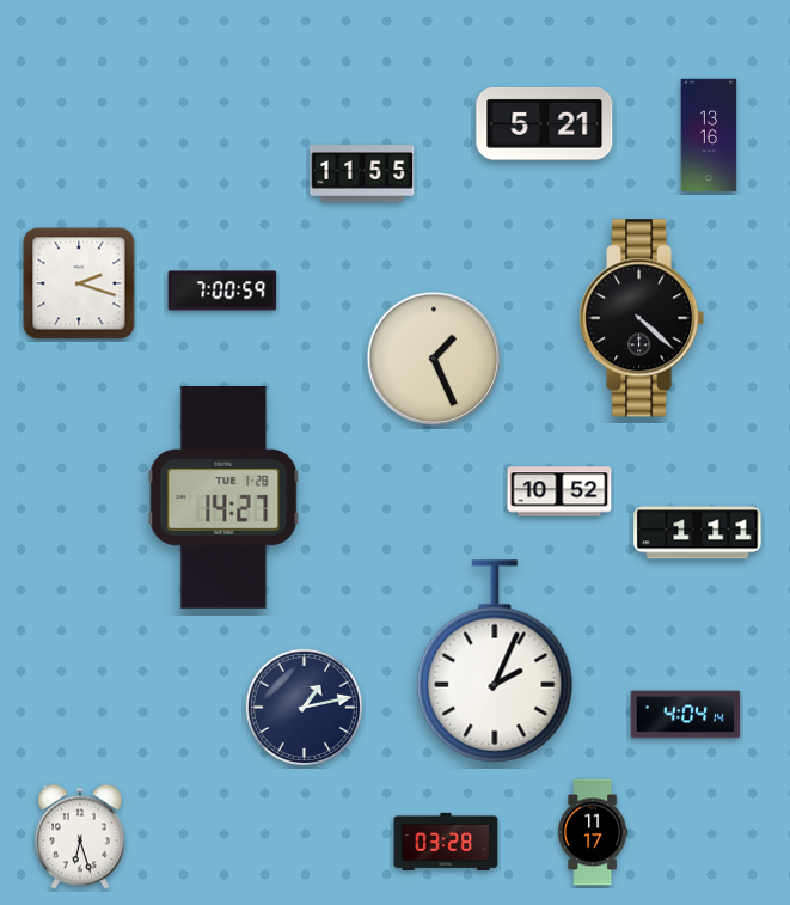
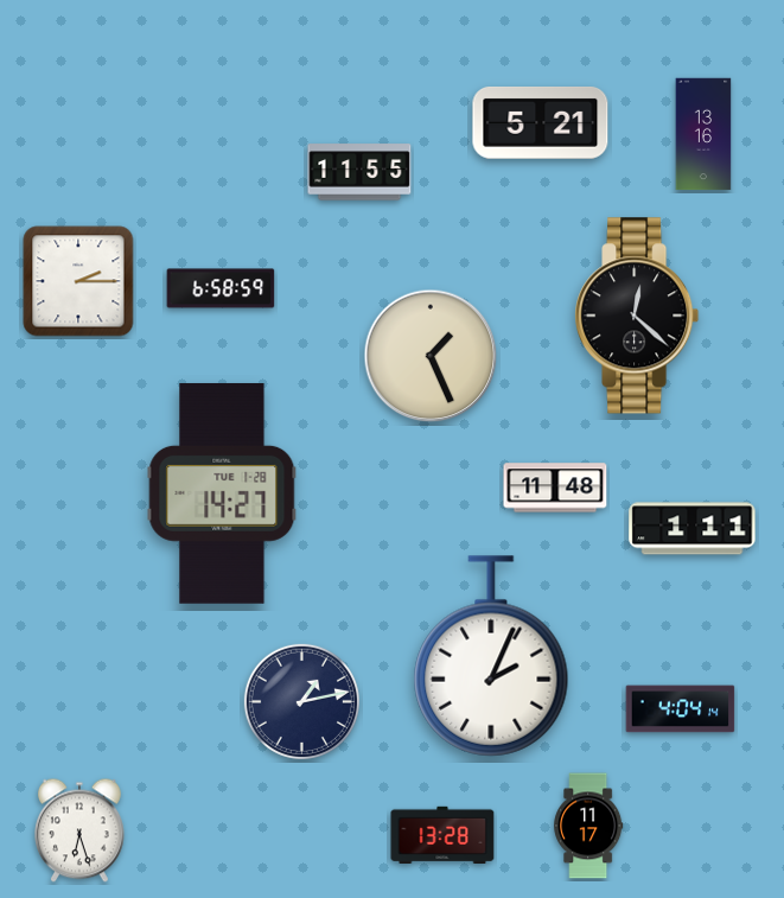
clock at (79, 283): 2:18 -> 2:15
clock at (222, 291): 7:00 -> 6:58
clock at (643, 318): 4:22 -> 12:22
clock at (559, 491): 10:52 -> 11:48
clock at (446, 840): 03:28 -> 13:28
